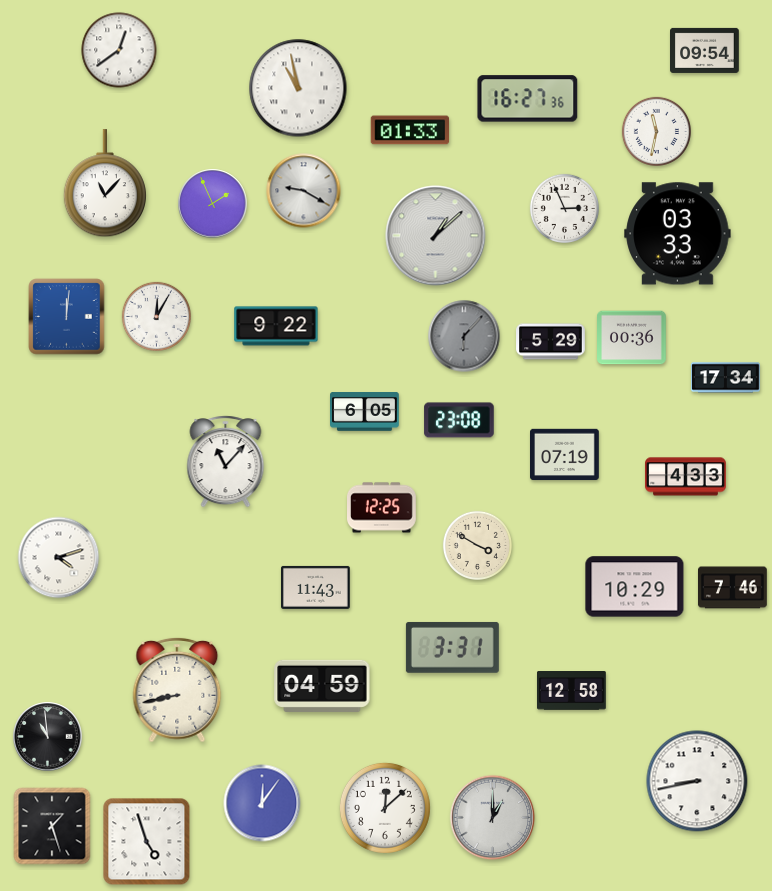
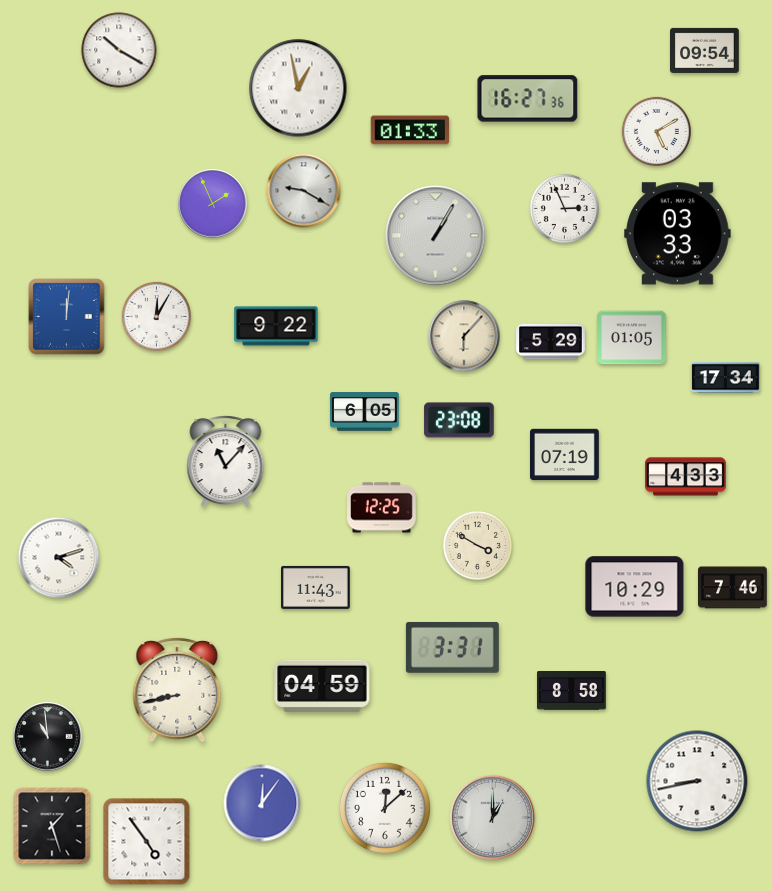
clock at (119, 50): 12:39 -> 10:20
clock at (298, 88): 10:58 -> 12:58
clock at (656, 131): 11:32 -> 5:10
clock at (105, 184): 11:07 -> none
clock at (436, 236): 1:08 -> 1:05
clock at (464, 336) dial: grey -> cream
clock at (632, 338): 00:36 -> 01:05
clock at (572, 691): 12:58 -> 8:58
clock at (147, 842): 4:57 -> 4:54
